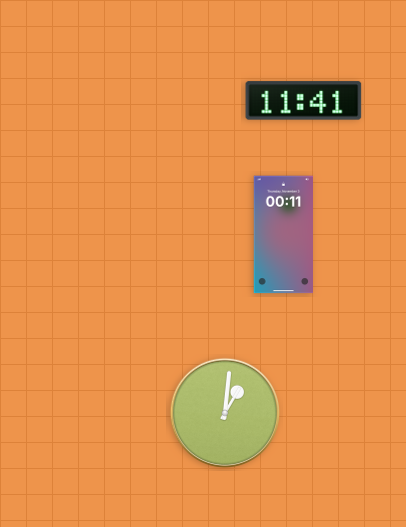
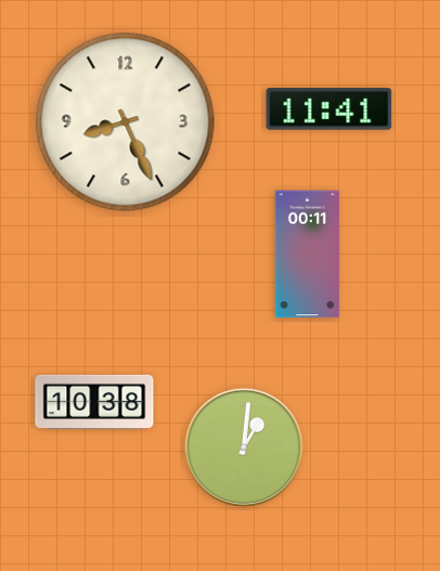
clock at (126, 122): none -> 8:26
clock at (94, 402): none -> 10:38
